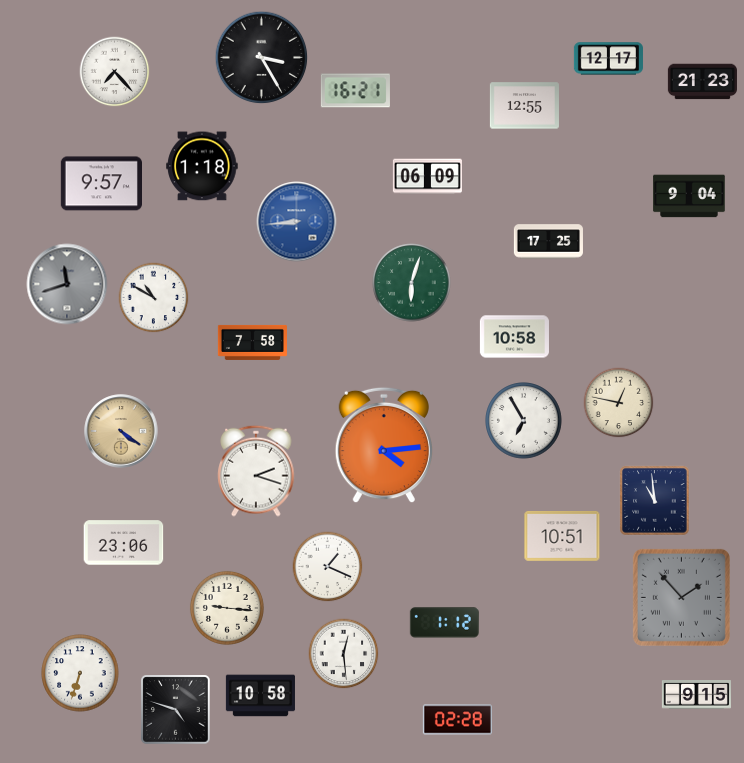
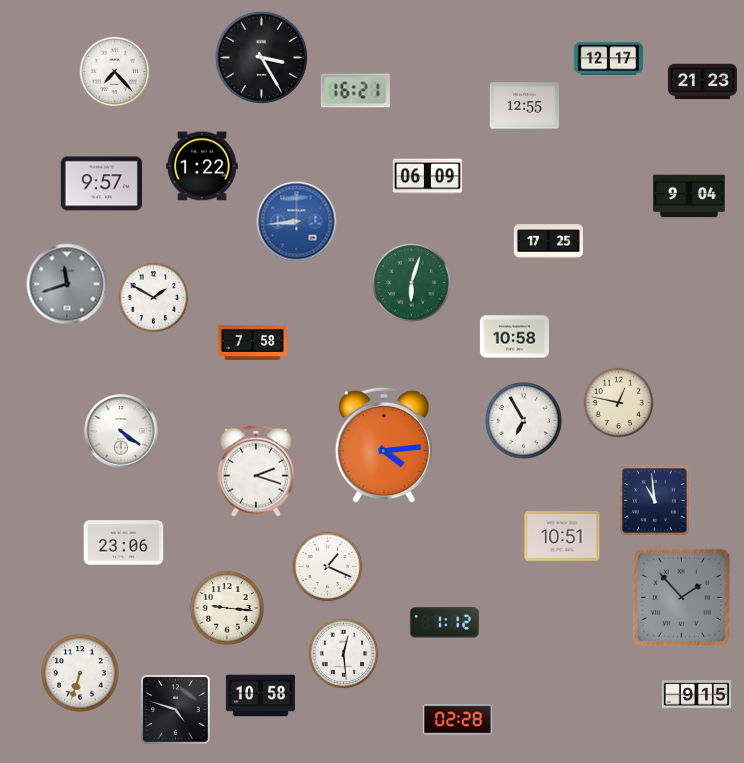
clock at (202, 166): 1:18 -> 1:22
clock at (154, 298): 10:50 -> 1:50
clock at (121, 431) dial: champagne -> white
